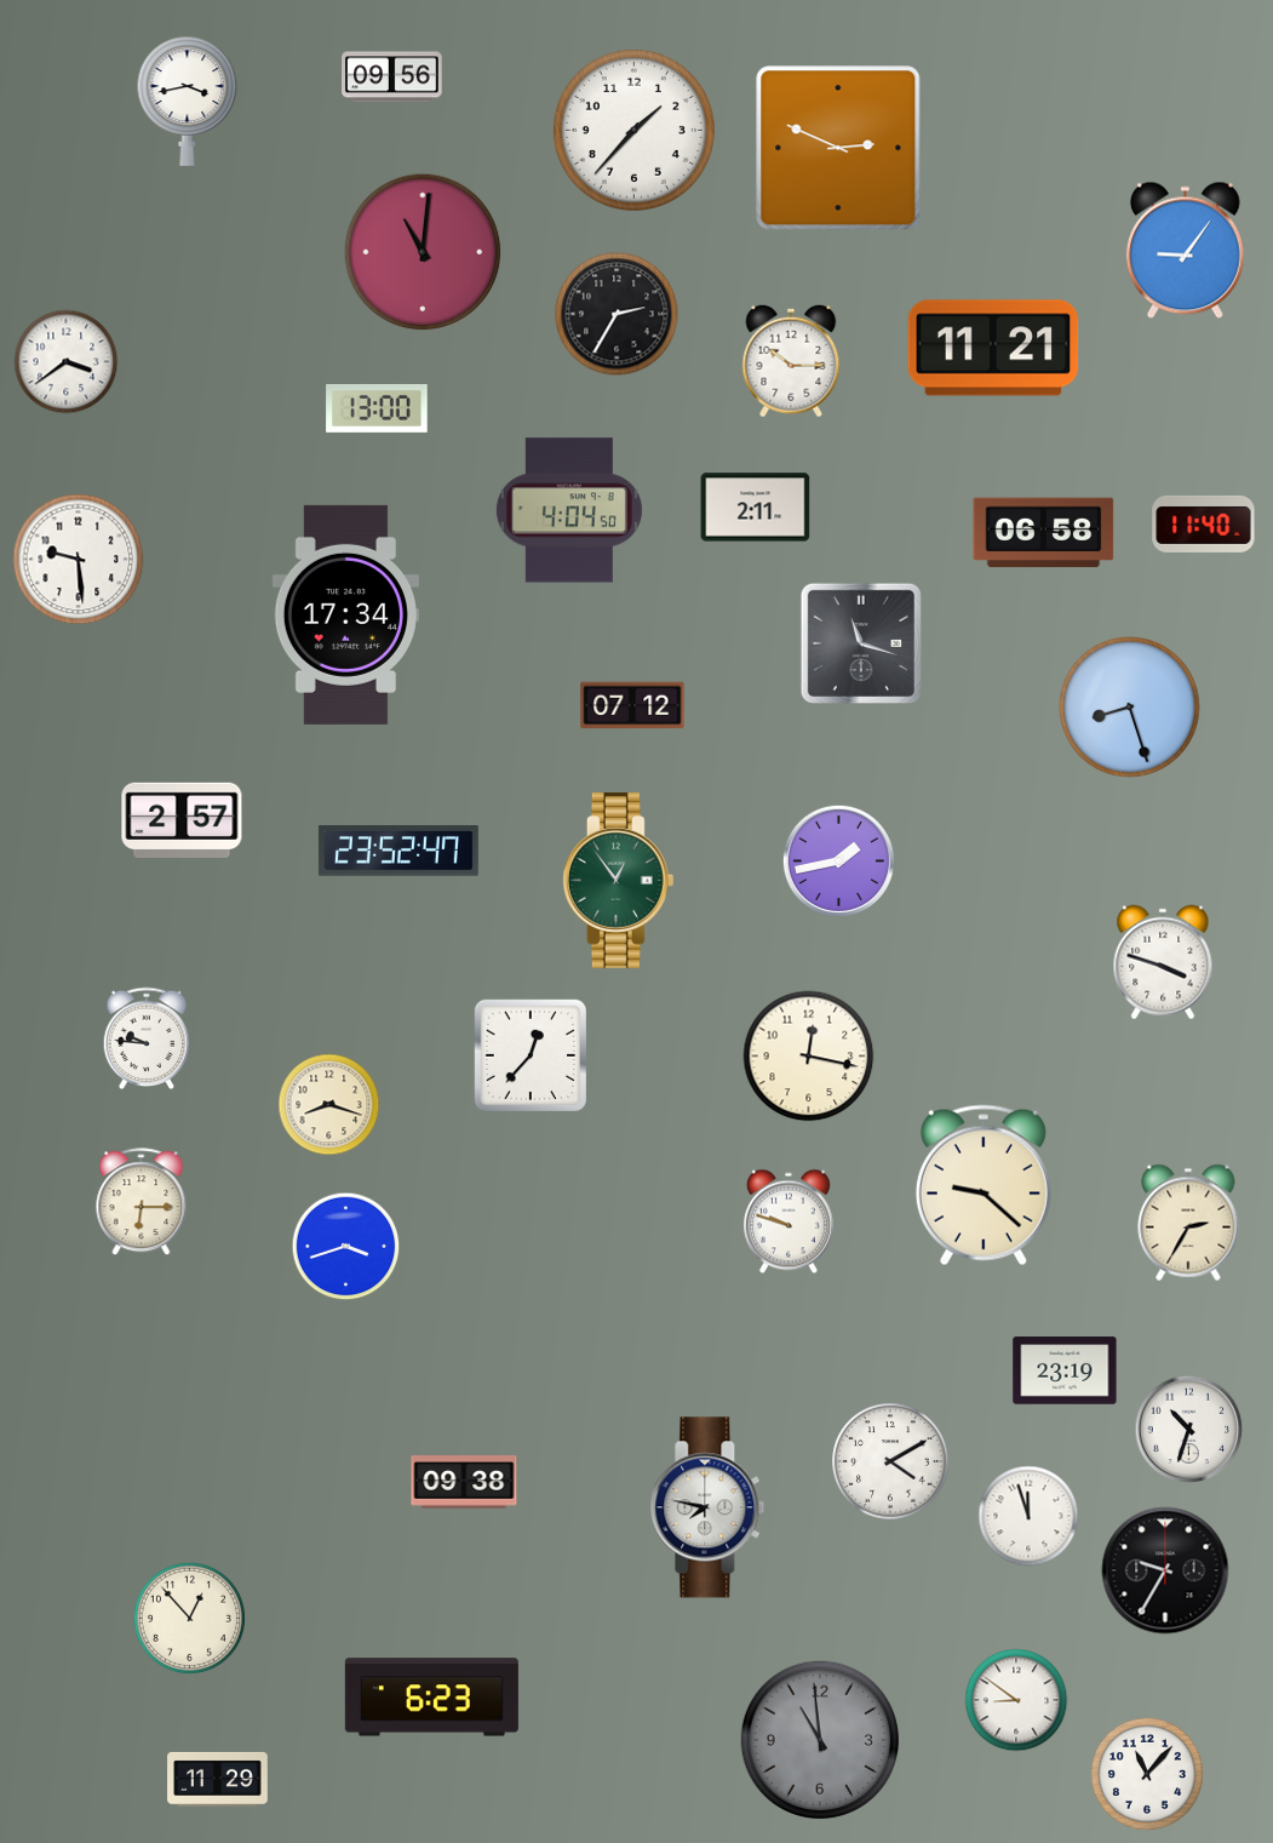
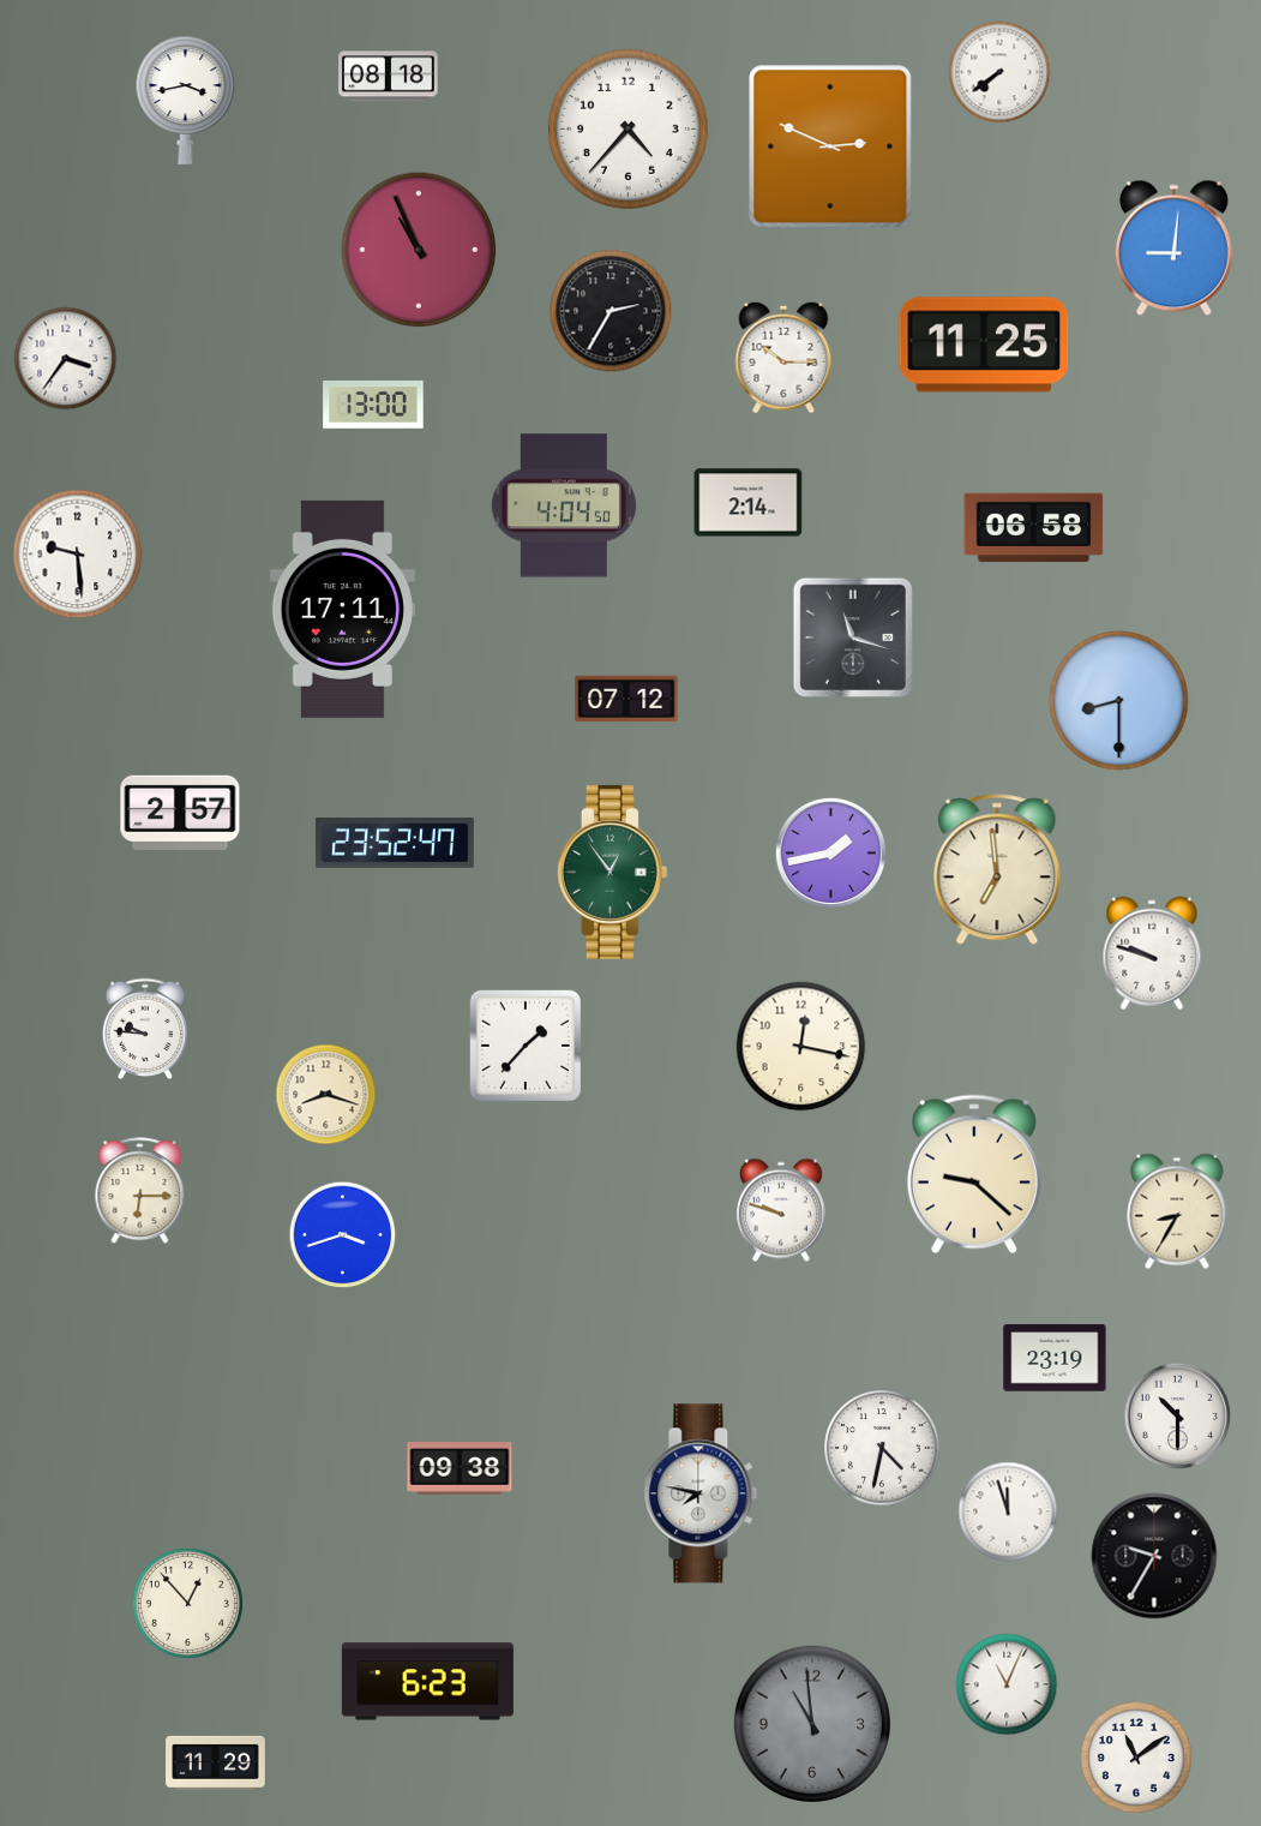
clock at (999, 72): none -> 7:39
clock at (392, 78): 09:56 -> 08:18
clock at (633, 130): 1:37 -> 4:37
clock at (1185, 251): 9:06 -> 9:01
clock at (423, 252): 11:01 -> 10:56
clock at (993, 348): 11:21 -> 11:25
clock at (67, 362): 3:39 -> 3:36
clock at (756, 508): 2:11 -> 2:14
clock at (1204, 523): 11:40 -> none
clock at (345, 614): 17:34 -> 17:11
clock at (1130, 708): 8:27 -> 8:30
clock at (997, 870): none -> 6:59
clock at (1163, 962): 3:48 -> 9:48
clock at (529, 1054): 12:37 -> 1:37
clock at (1188, 1223): 2:35 -> 8:35
clock at (1189, 1430): 10:33 -> 10:30
clock at (890, 1461): 4:10 -> 4:32
clock at (1028, 1516) position: (1028, 1516) -> (1008, 1511)
clock at (1016, 1700): 8:51 -> 11:04
clock at (1147, 1774): 11:07 -> 11:09
